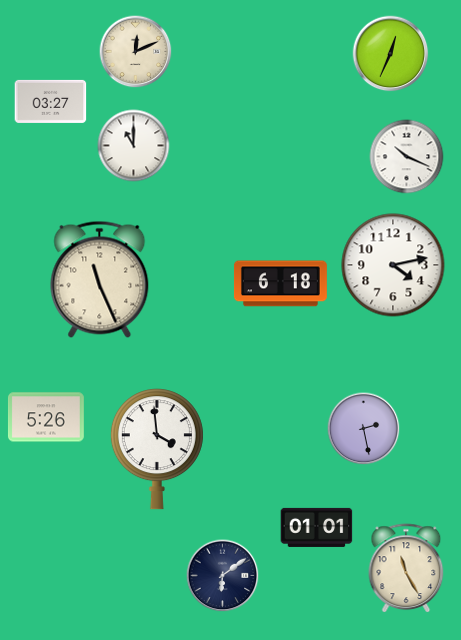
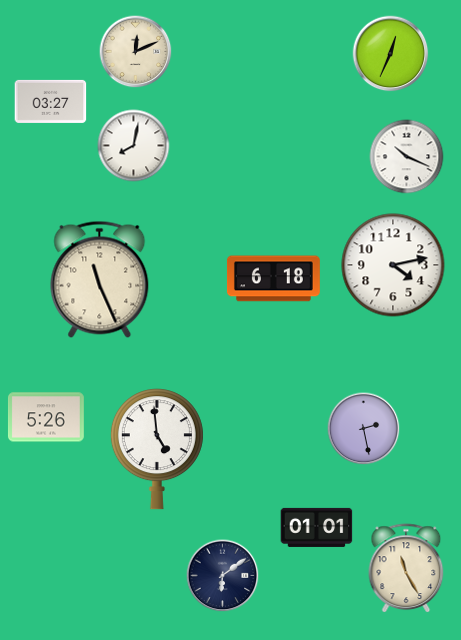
clock at (134, 146): 11:00 -> 8:02
clock at (280, 284) position: (280, 284) -> (273, 279)
clock at (157, 449): 3:59 -> 4:59
